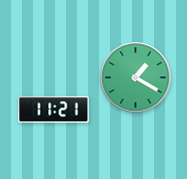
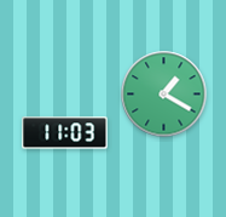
clock at (54, 110): 11:21 -> 11:03
